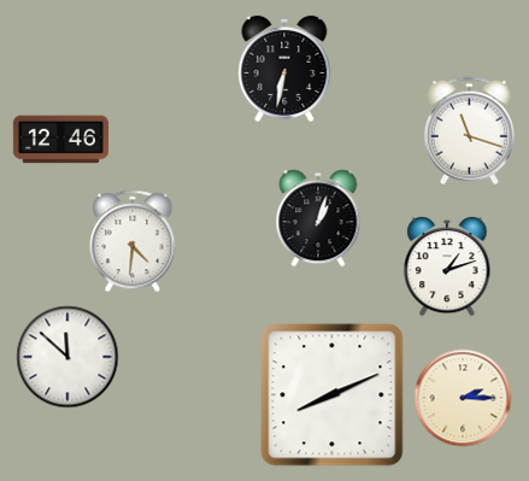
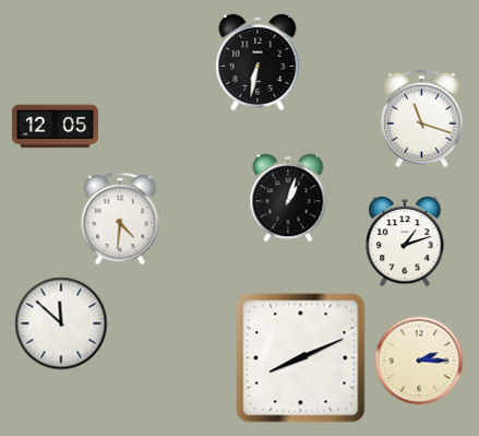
clock at (469, 130) position: (469, 130) -> (421, 118)
clock at (60, 140): 12:46 -> 12:05
